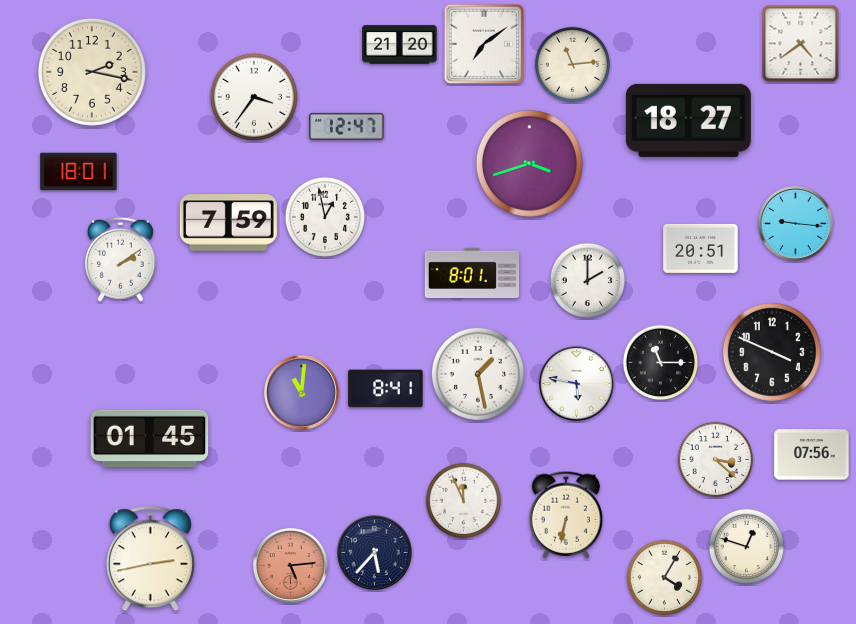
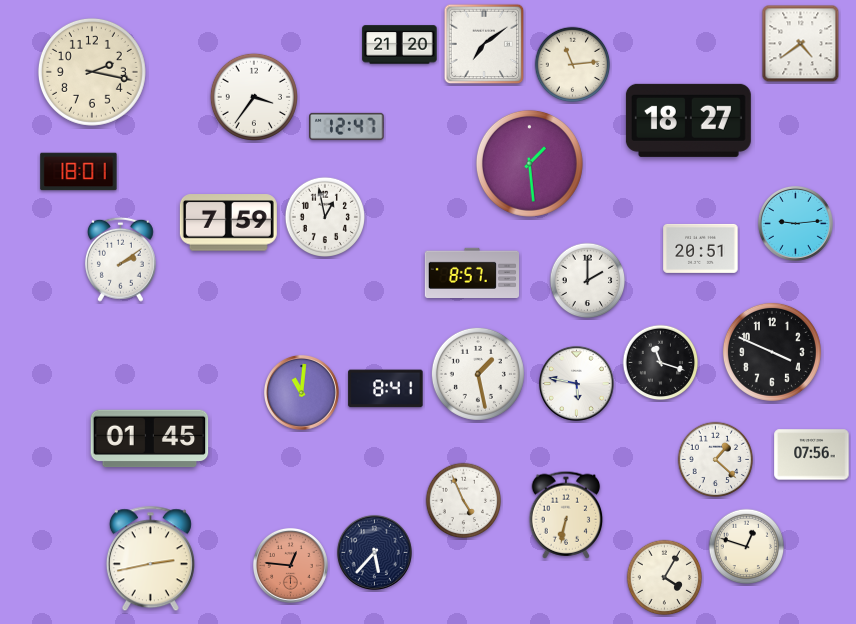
clock at (529, 163): 3:42 -> 1:29
clock at (795, 223): 9:16 -> 9:14
clock at (471, 272): 8:01 -> 8:57
clock at (661, 363): 11:15 -> 11:18
clock at (716, 460): 3:22 -> 1:22
clock at (464, 501): 11:56 -> 4:56
clock at (290, 565): 5:14 -> 12:46
